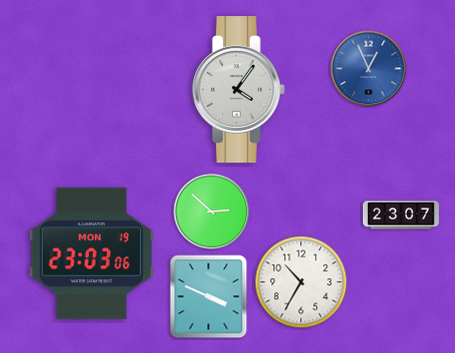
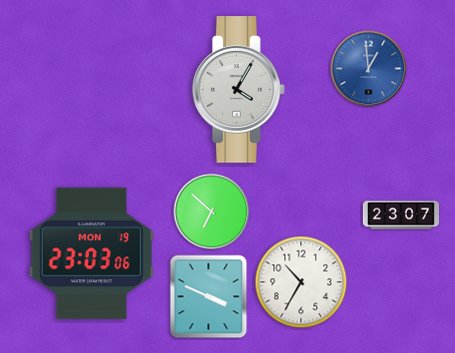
clock at (369, 69): 12:56 -> 12:59
clock at (239, 90): 4:06 -> 4:05
clock at (212, 212): 2:52 -> 6:52
